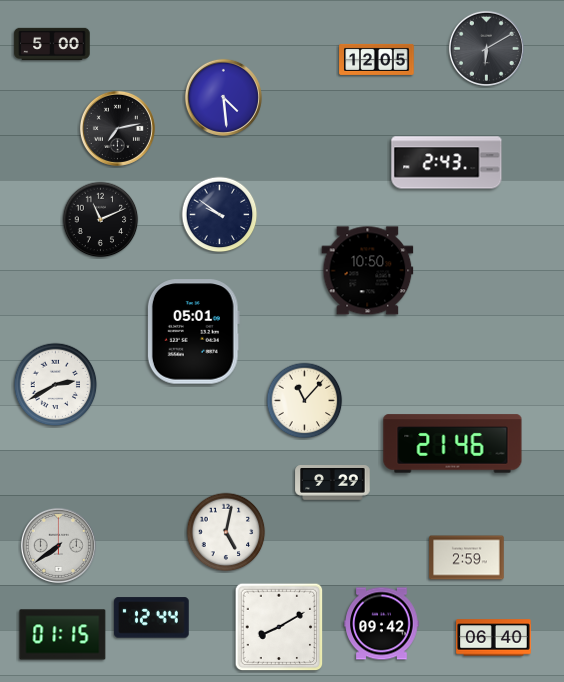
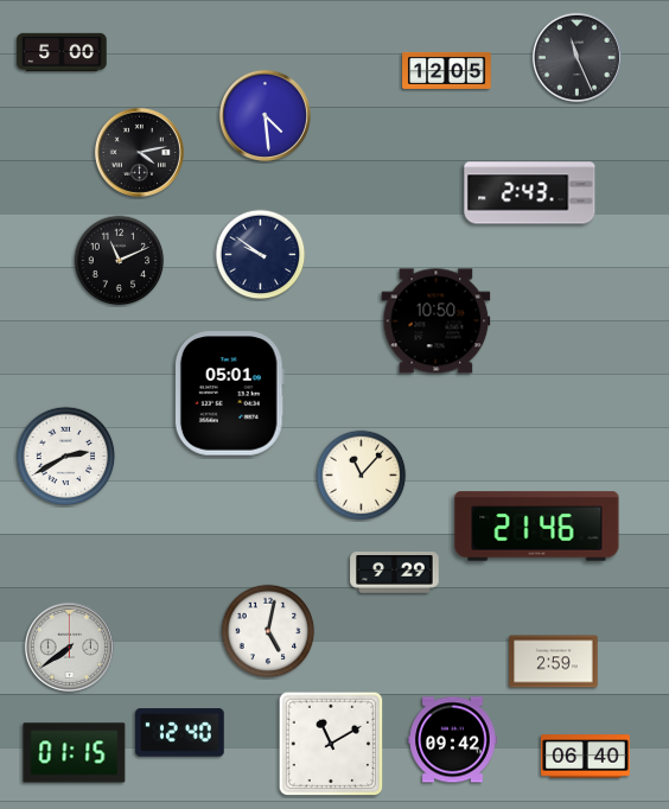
clock at (486, 48): 6:10 -> 11:26
clock at (117, 128): 7:13 -> 4:13
clock at (152, 618): 12:44 -> 12:40
clock at (279, 627): 8:10 -> 11:10
